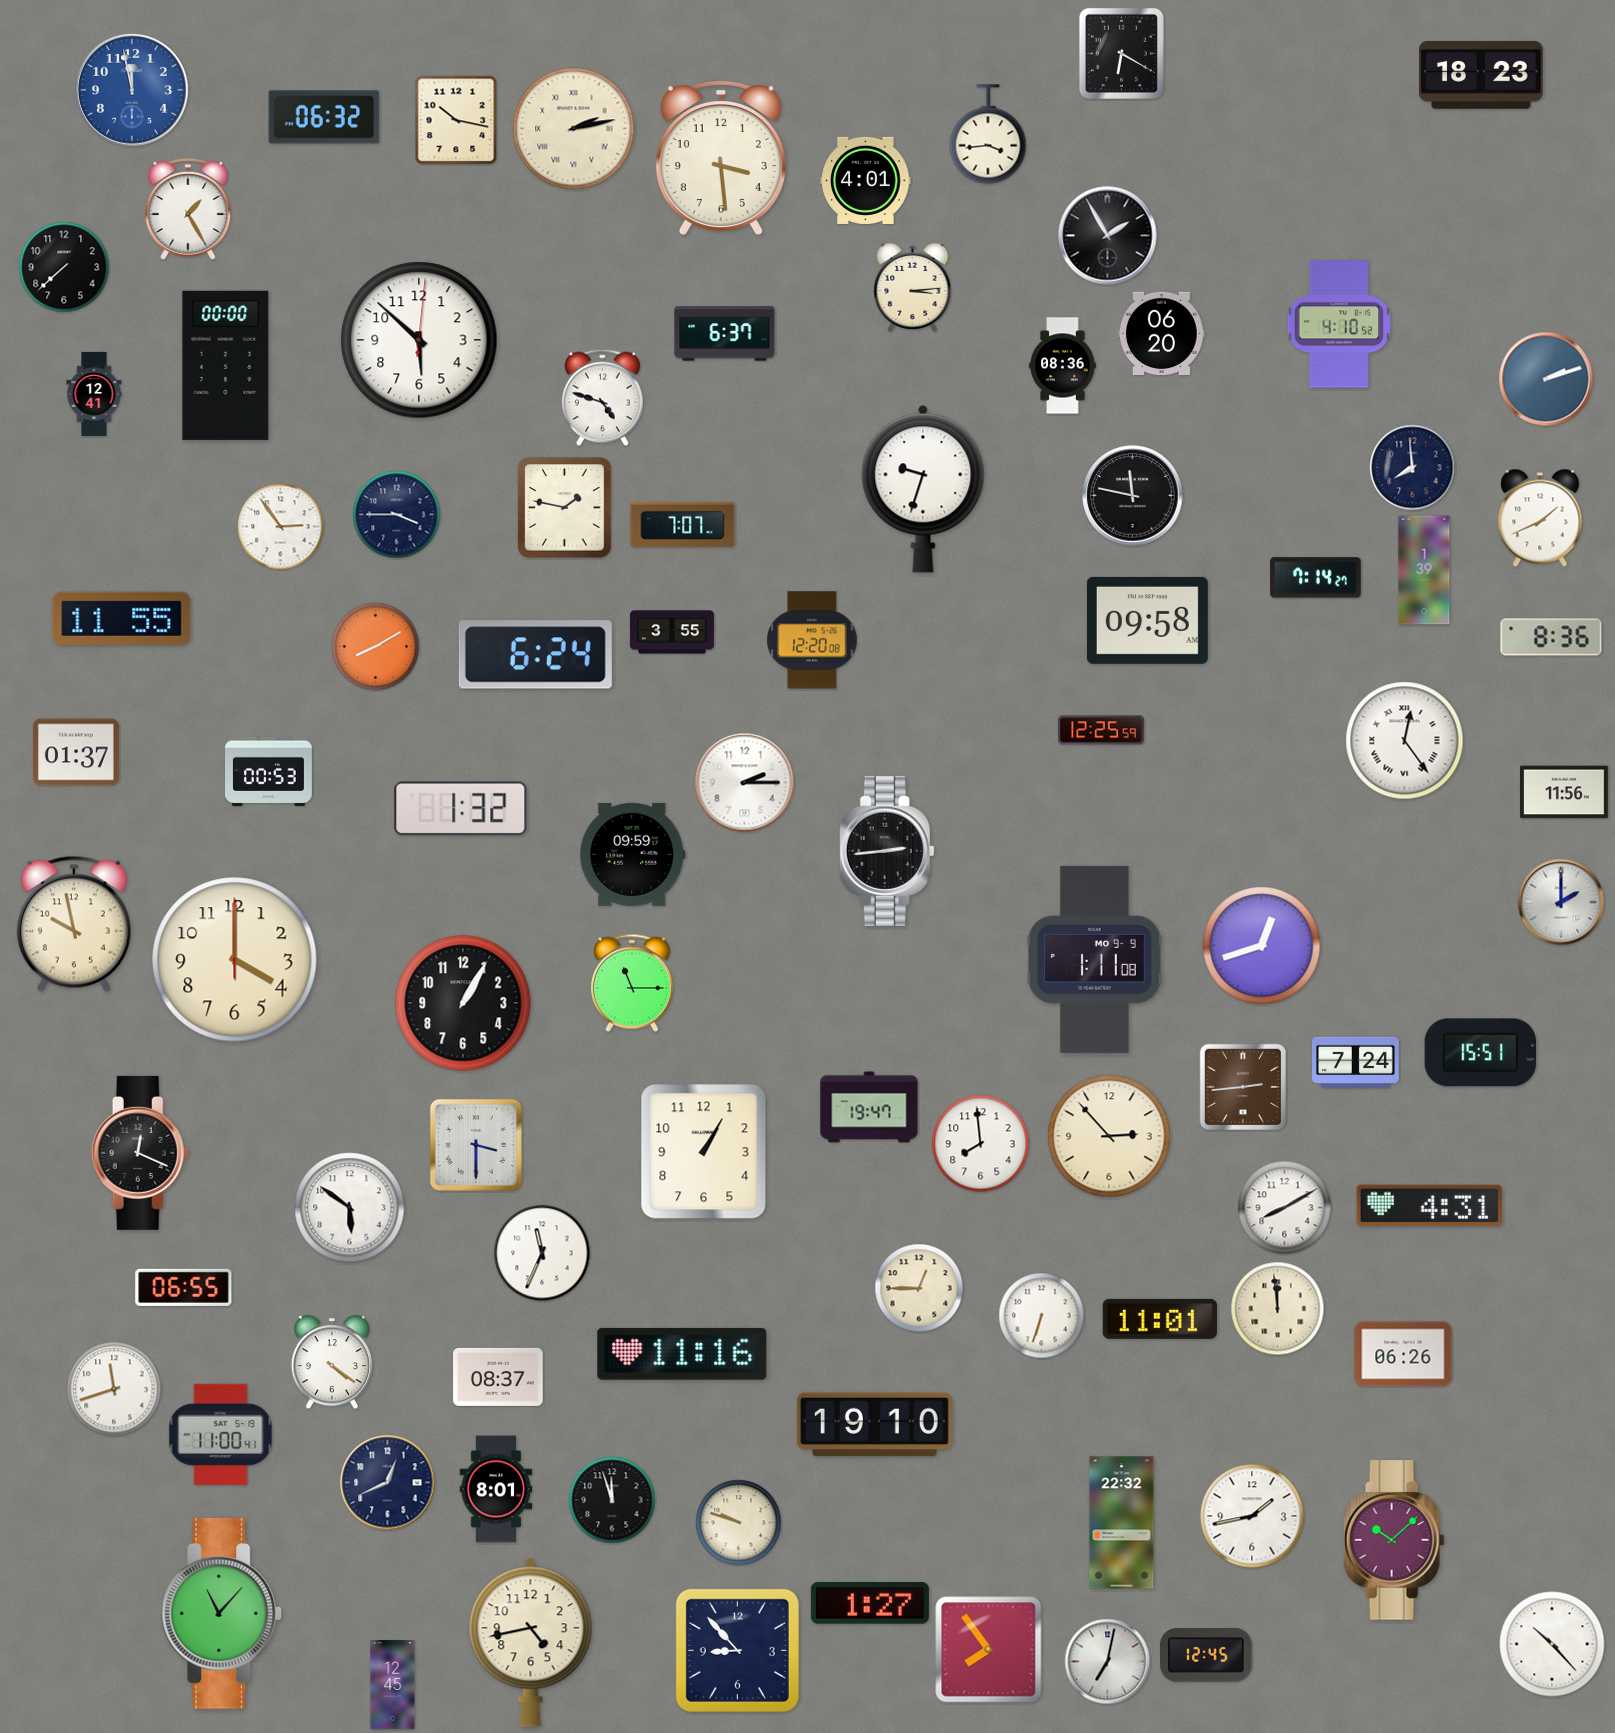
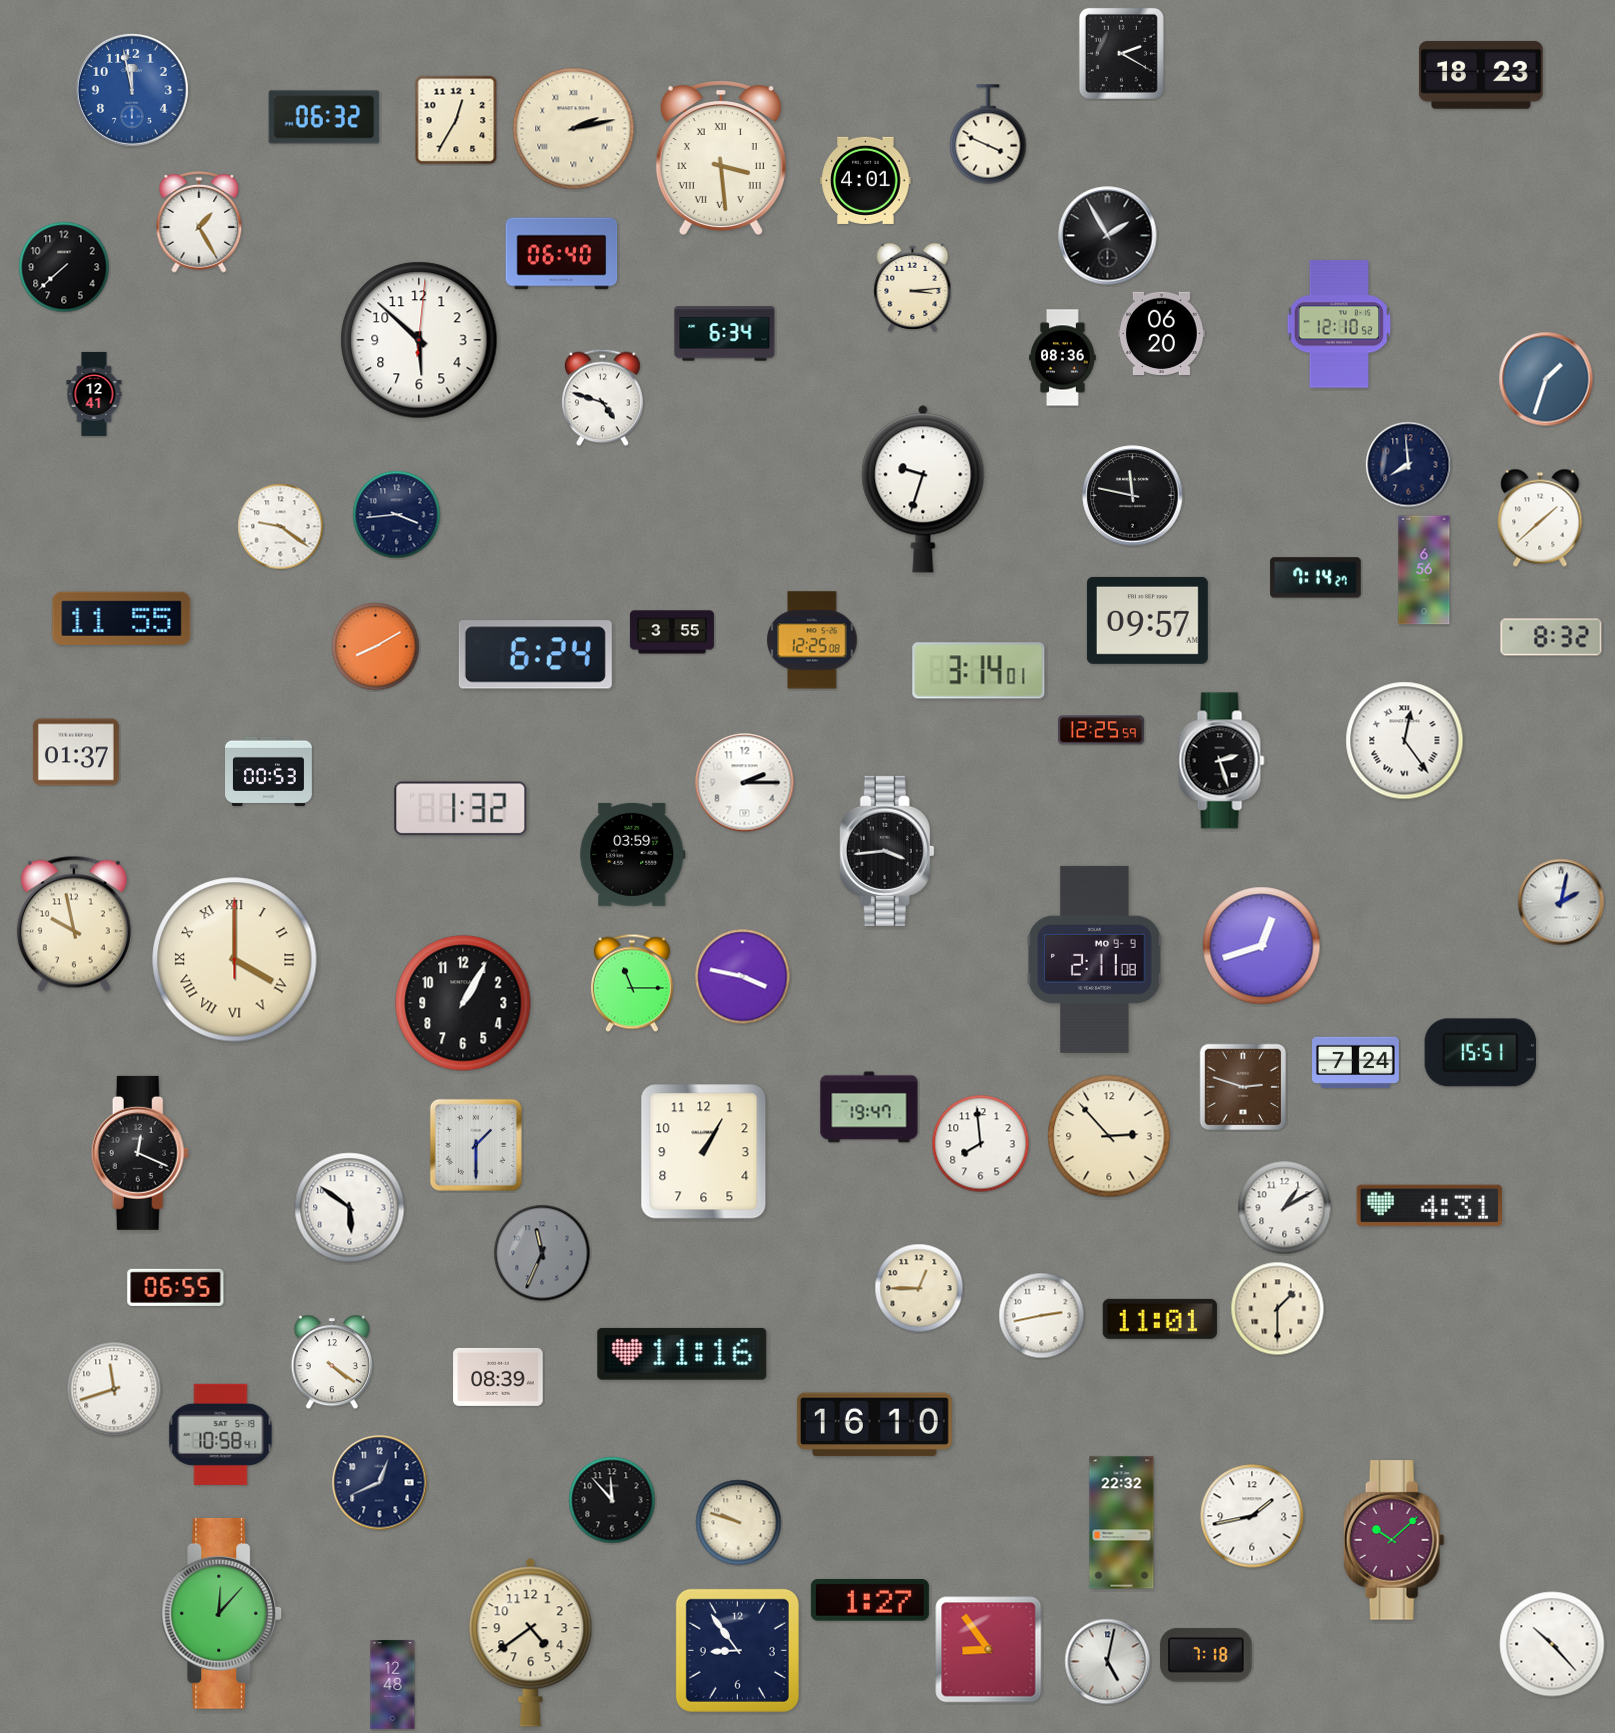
clock at (1121, 53): 6:20 -> 2:20
clock at (456, 120): 10:17 -> 12:35
clock at (988, 134): 3:44 -> 3:49
clock at (721, 158) numerals: Arabic -> Roman
clock at (188, 210) position: (188, 210) -> (199, 223)
clock at (562, 254): none -> 06:40
clock at (1339, 324): 4:10 -> 12:10
clock at (725, 334): 6:37 -> 6:34
clock at (226, 365): 00:00 -> none
clock at (1063, 366) position: (1063, 366) -> (1063, 358)
clock at (1546, 379): 2:12 -> 1:33
clock at (1413, 468) position: (1413, 468) -> (1409, 465)
clock at (565, 508): 1:47 -> none
clock at (397, 515): 3:45 -> 3:44
clock at (1540, 518): 1:41 -> 1:38
clock at (683, 524): 7:07 -> none
clock at (281, 527): 2:54 -> 9:21
clock at (1424, 570): 1:39 -> 6:56
clock at (1147, 620): 09:58 -> 09:57
clock at (1551, 637): 8:36 -> 8:32
clock at (812, 640): 12:20 -> 12:25
clock at (979, 671): none -> 3:14
clock at (1222, 761): none -> 2:27
clock at (1565, 792): 11:56 -> none
clock at (887, 851): 2:44 -> 3:44
clock at (633, 854): 09:59 -> 03:59
clock at (1561, 902): 2:00 -> 2:02
clock at (1095, 959): 1:11 -> 2:11
clock at (235, 960) numerals: Arabic -> Roman
clock at (743, 977): none -> 3:47
clock at (1243, 1087): 2:44 -> 2:48
clock at (476, 1145): 3:30 -> 1:30
clock at (1285, 1208): 8:10 -> 1:10
clock at (542, 1253) dial: white -> grey
clock at (184, 1287) position: (184, 1287) -> (176, 1287)
clock at (1278, 1309): 11:59 -> 1:30
clock at (1042, 1316): 6:33 -> 2:43
clock at (1403, 1354): 06:26 -> none
clock at (498, 1377): 08:37 -> 08:39
clock at (874, 1425): 19:10 -> 16:10
clock at (221, 1434): 11:00 -> 10:58
clock at (388, 1483) position: (388, 1483) -> (380, 1483)
clock at (496, 1489): 8:01 -> none
clock at (612, 1500): 11:57 -> 11:53
clock at (870, 1604) position: (870, 1604) -> (870, 1601)
clock at (222, 1613): 11:07 -> 12:07
clock at (531, 1642): 4:43 -> 4:39
clock at (737, 1650): 8:53 -> 8:54
clock at (989, 1650): 7:54 -> 8:54
clock at (1206, 1655): 12:45 -> 7:18
clock at (1108, 1662): 7:02 -> 5:02
clock at (393, 1685): 12:45 -> 12:48
